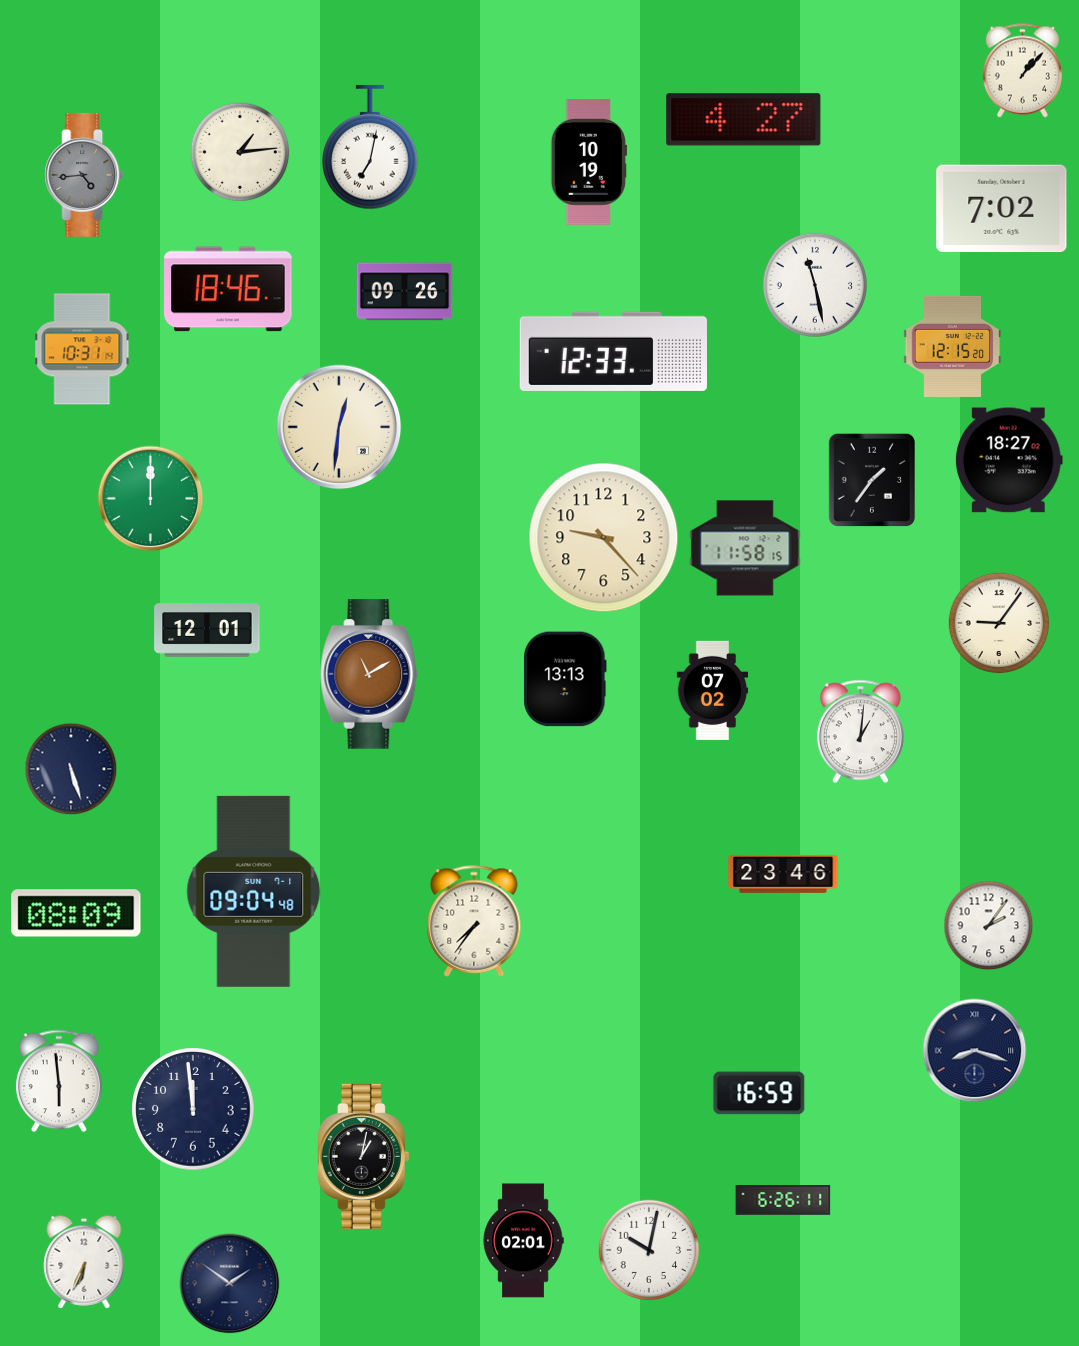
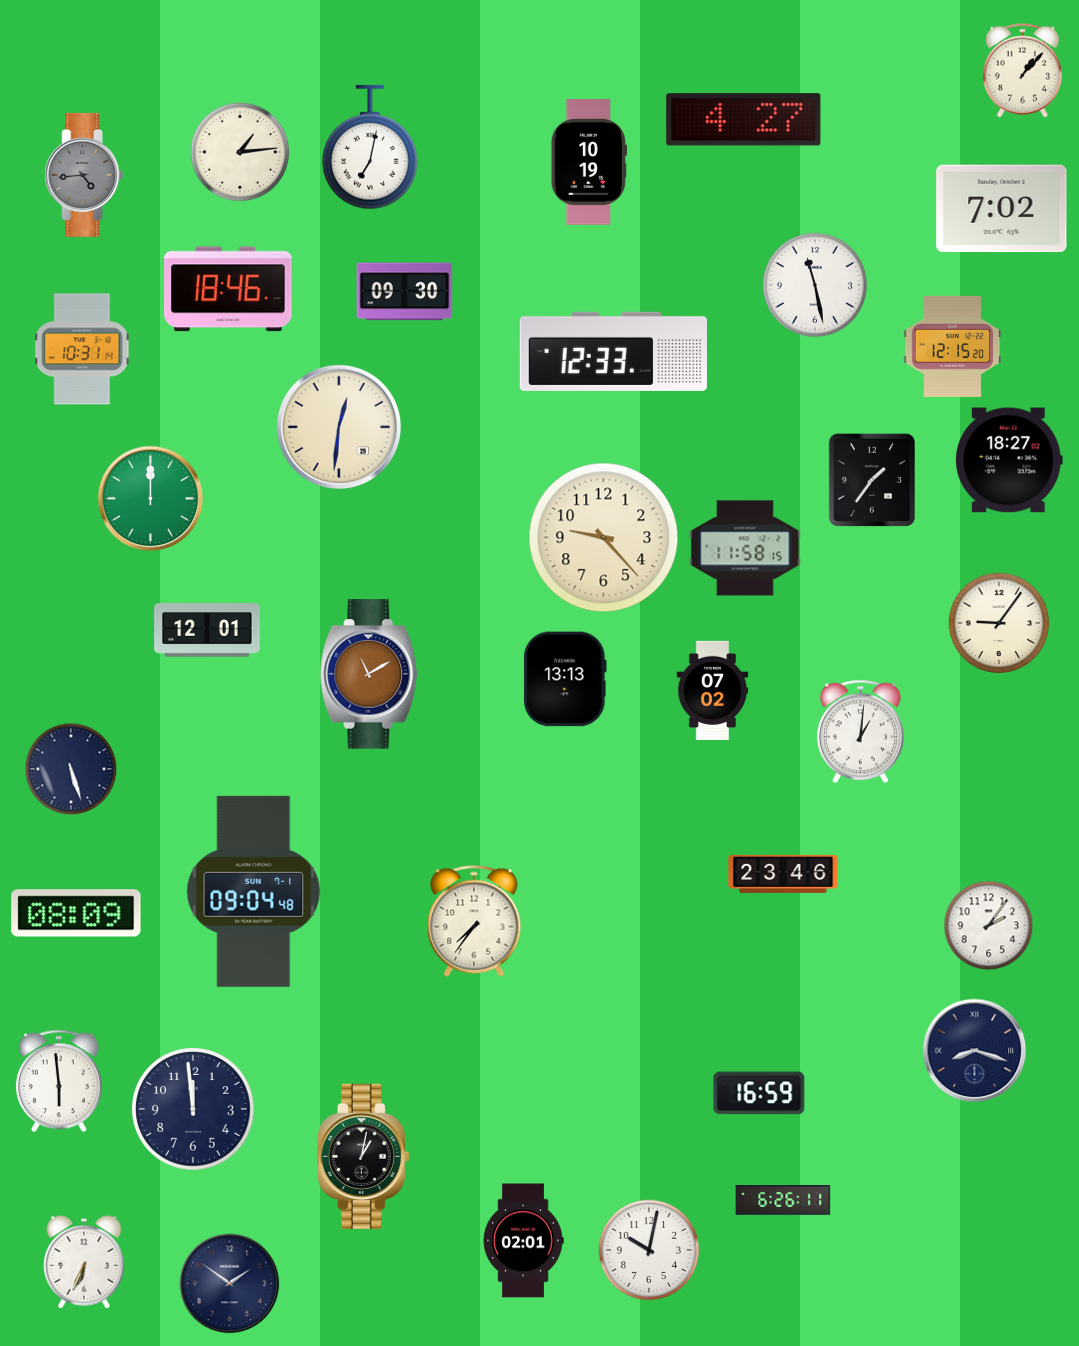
clock at (405, 292): 09:26 -> 09:30
